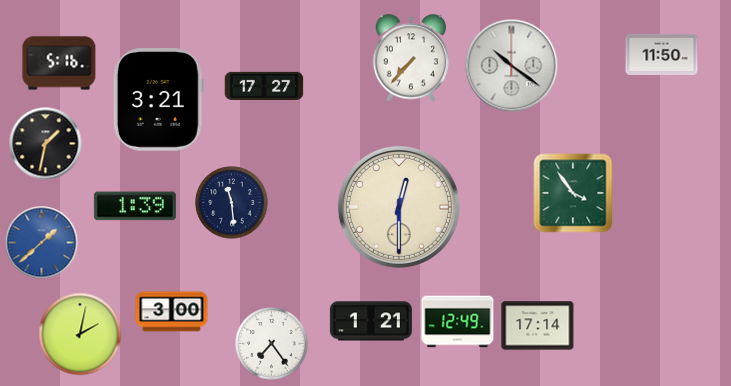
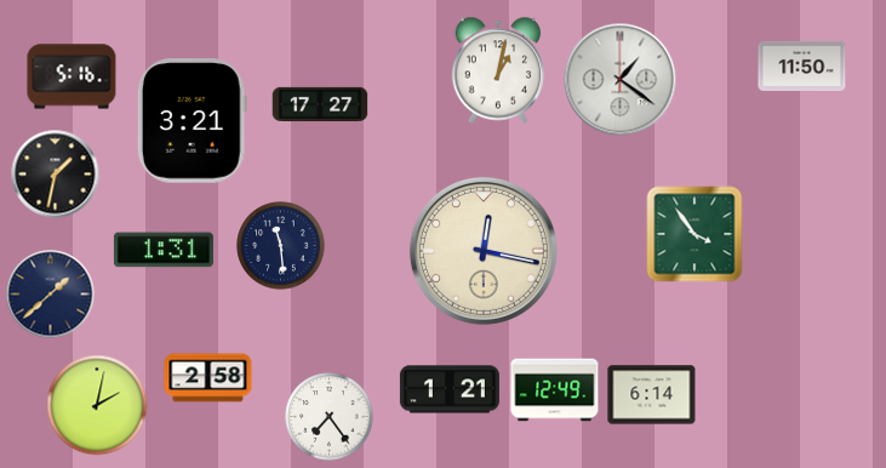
clock at (411, 58): 7:37 -> 1:02
clock at (512, 66): 10:21 -> 1:21
clock at (135, 206): 1:39 -> 1:31
clock at (399, 207): 12:30 -> 12:17
clock at (42, 243) dial: blue -> navy
clock at (172, 312): 3:00 -> 2:58
clock at (538, 326): 17:14 -> 6:14
